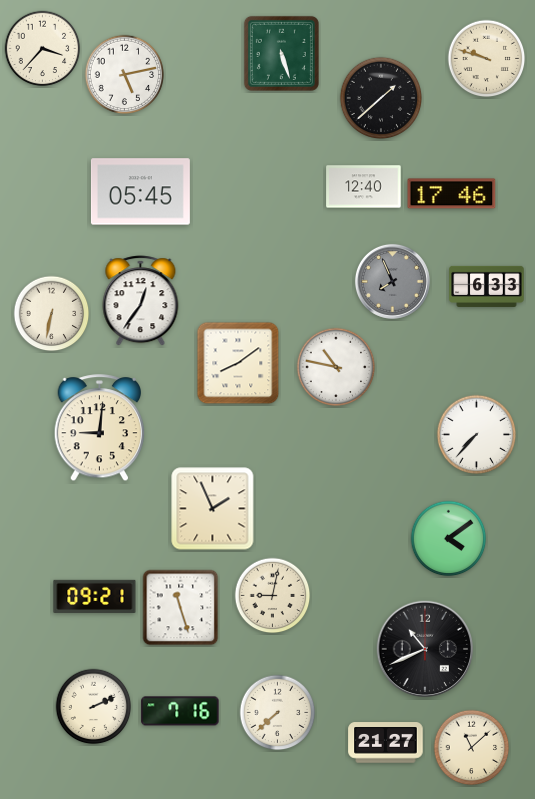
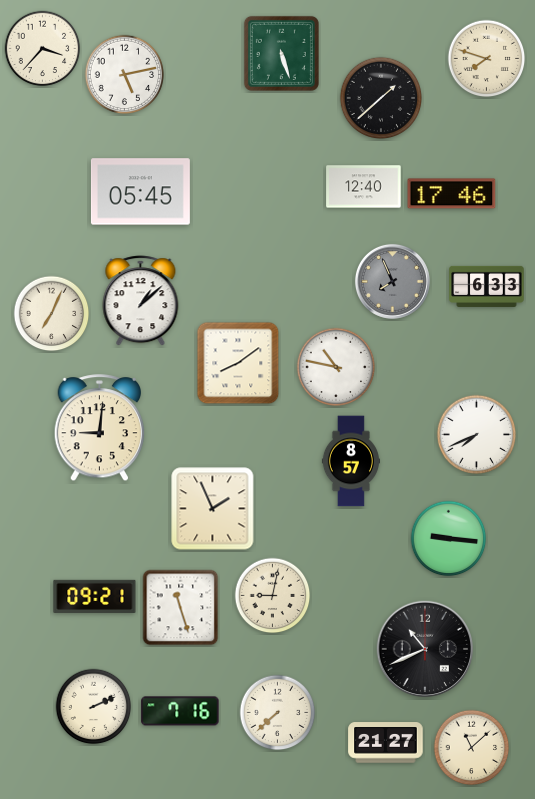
clock at (487, 59): 9:48 -> 7:48
clock at (141, 301): 12:36 -> 1:08
clock at (52, 314): 6:32 -> 7:04
clock at (477, 435): 7:37 -> 7:41
clock at (351, 461): none -> 8:57
clock at (449, 539): 4:09 -> 9:16
